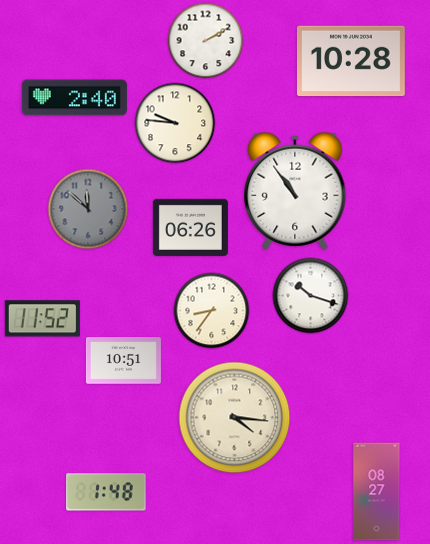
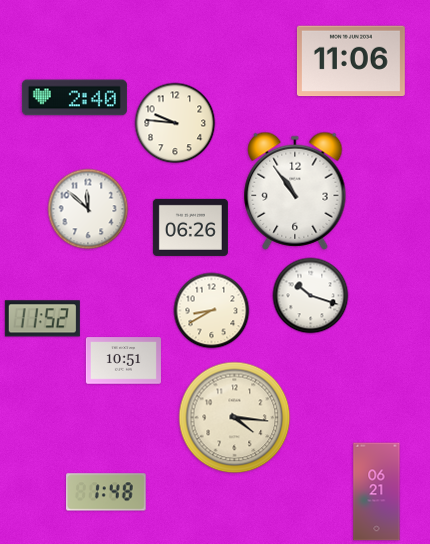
clock at (206, 41): 2:10 -> none
clock at (351, 61): 10:28 -> 11:06
clock at (88, 209) dial: grey -> white
clock at (212, 311): 8:36 -> 8:40
clock at (377, 492): 08:27 -> 06:21
